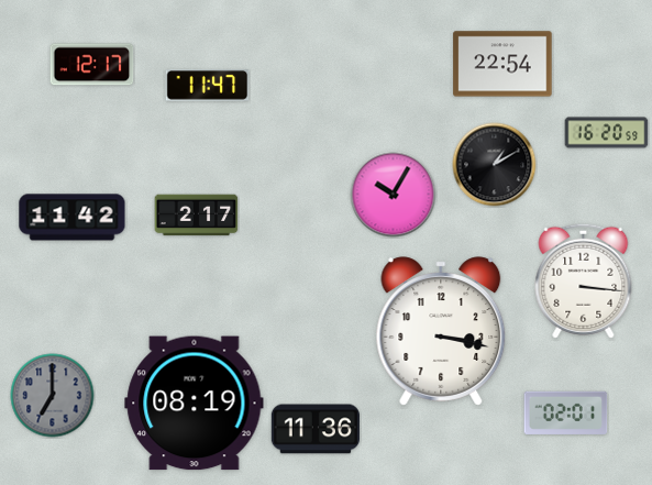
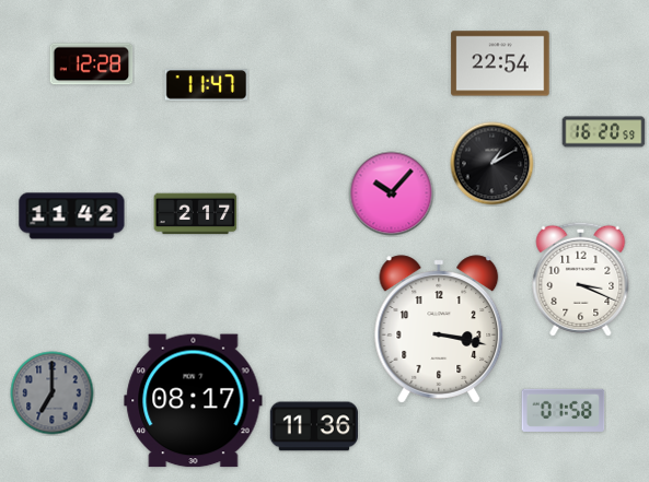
clock at (92, 65): 12:17 -> 12:28
clock at (394, 195): 10:05 -> 10:07
clock at (584, 280): 3:16 -> 3:19
clock at (195, 404): 08:19 -> 08:17
clock at (566, 412): 02:01 -> 01:58
